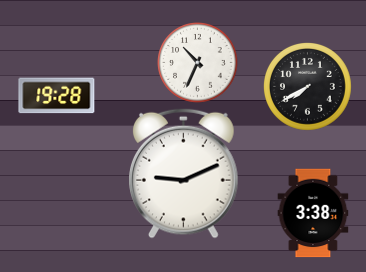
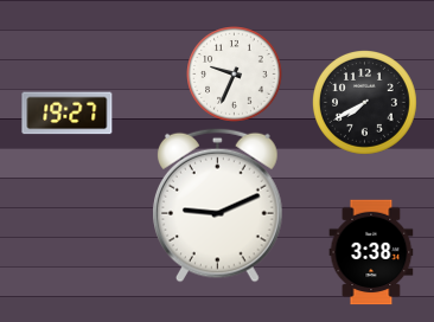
clock at (198, 63): 10:34 -> 9:34
clock at (57, 96): 19:28 -> 19:27
